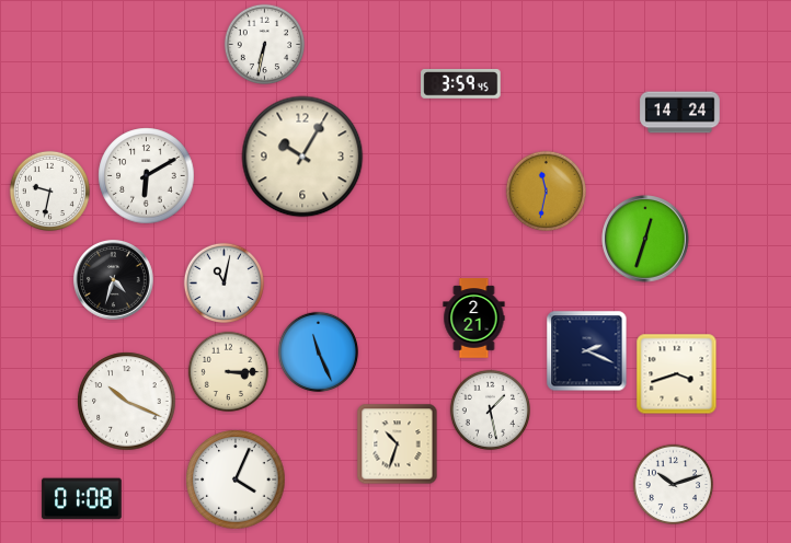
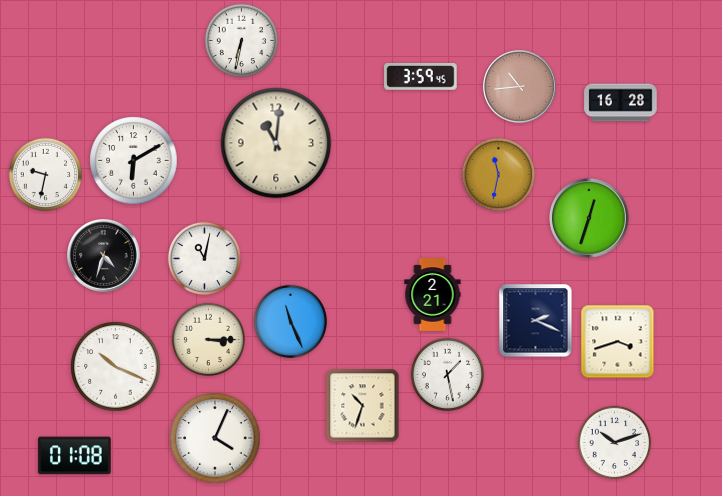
clock at (520, 87): none -> 10:44
clock at (680, 113): 14:24 -> 16:28
clock at (302, 157): 10:05 -> 11:01
clock at (474, 319) position: (474, 319) -> (433, 295)
